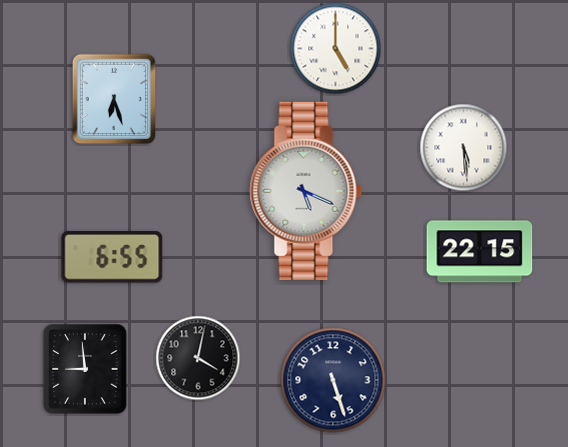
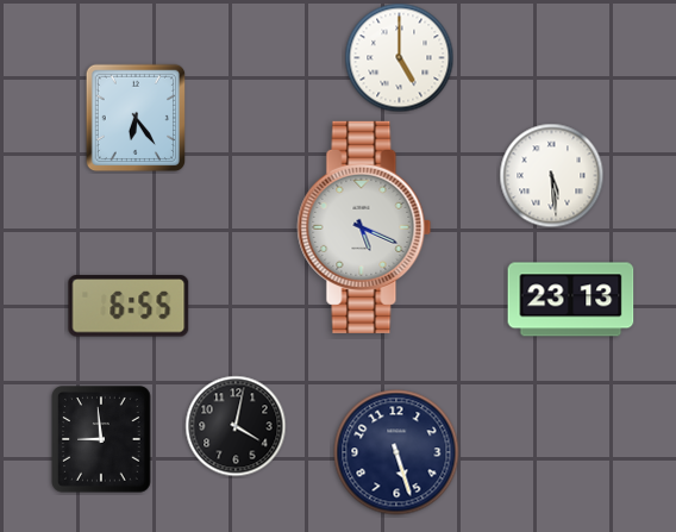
clock at (114, 99): 6:27 -> 6:24
clock at (480, 252): 22:15 -> 23:13
clock at (112, 257) position: (112, 257) -> (129, 306)
